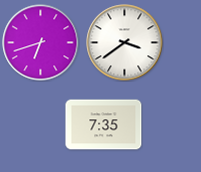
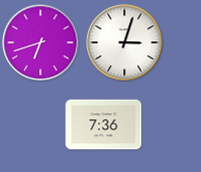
clock at (125, 43): 3:39 -> 3:03
clock at (104, 125): 7:35 -> 7:36
